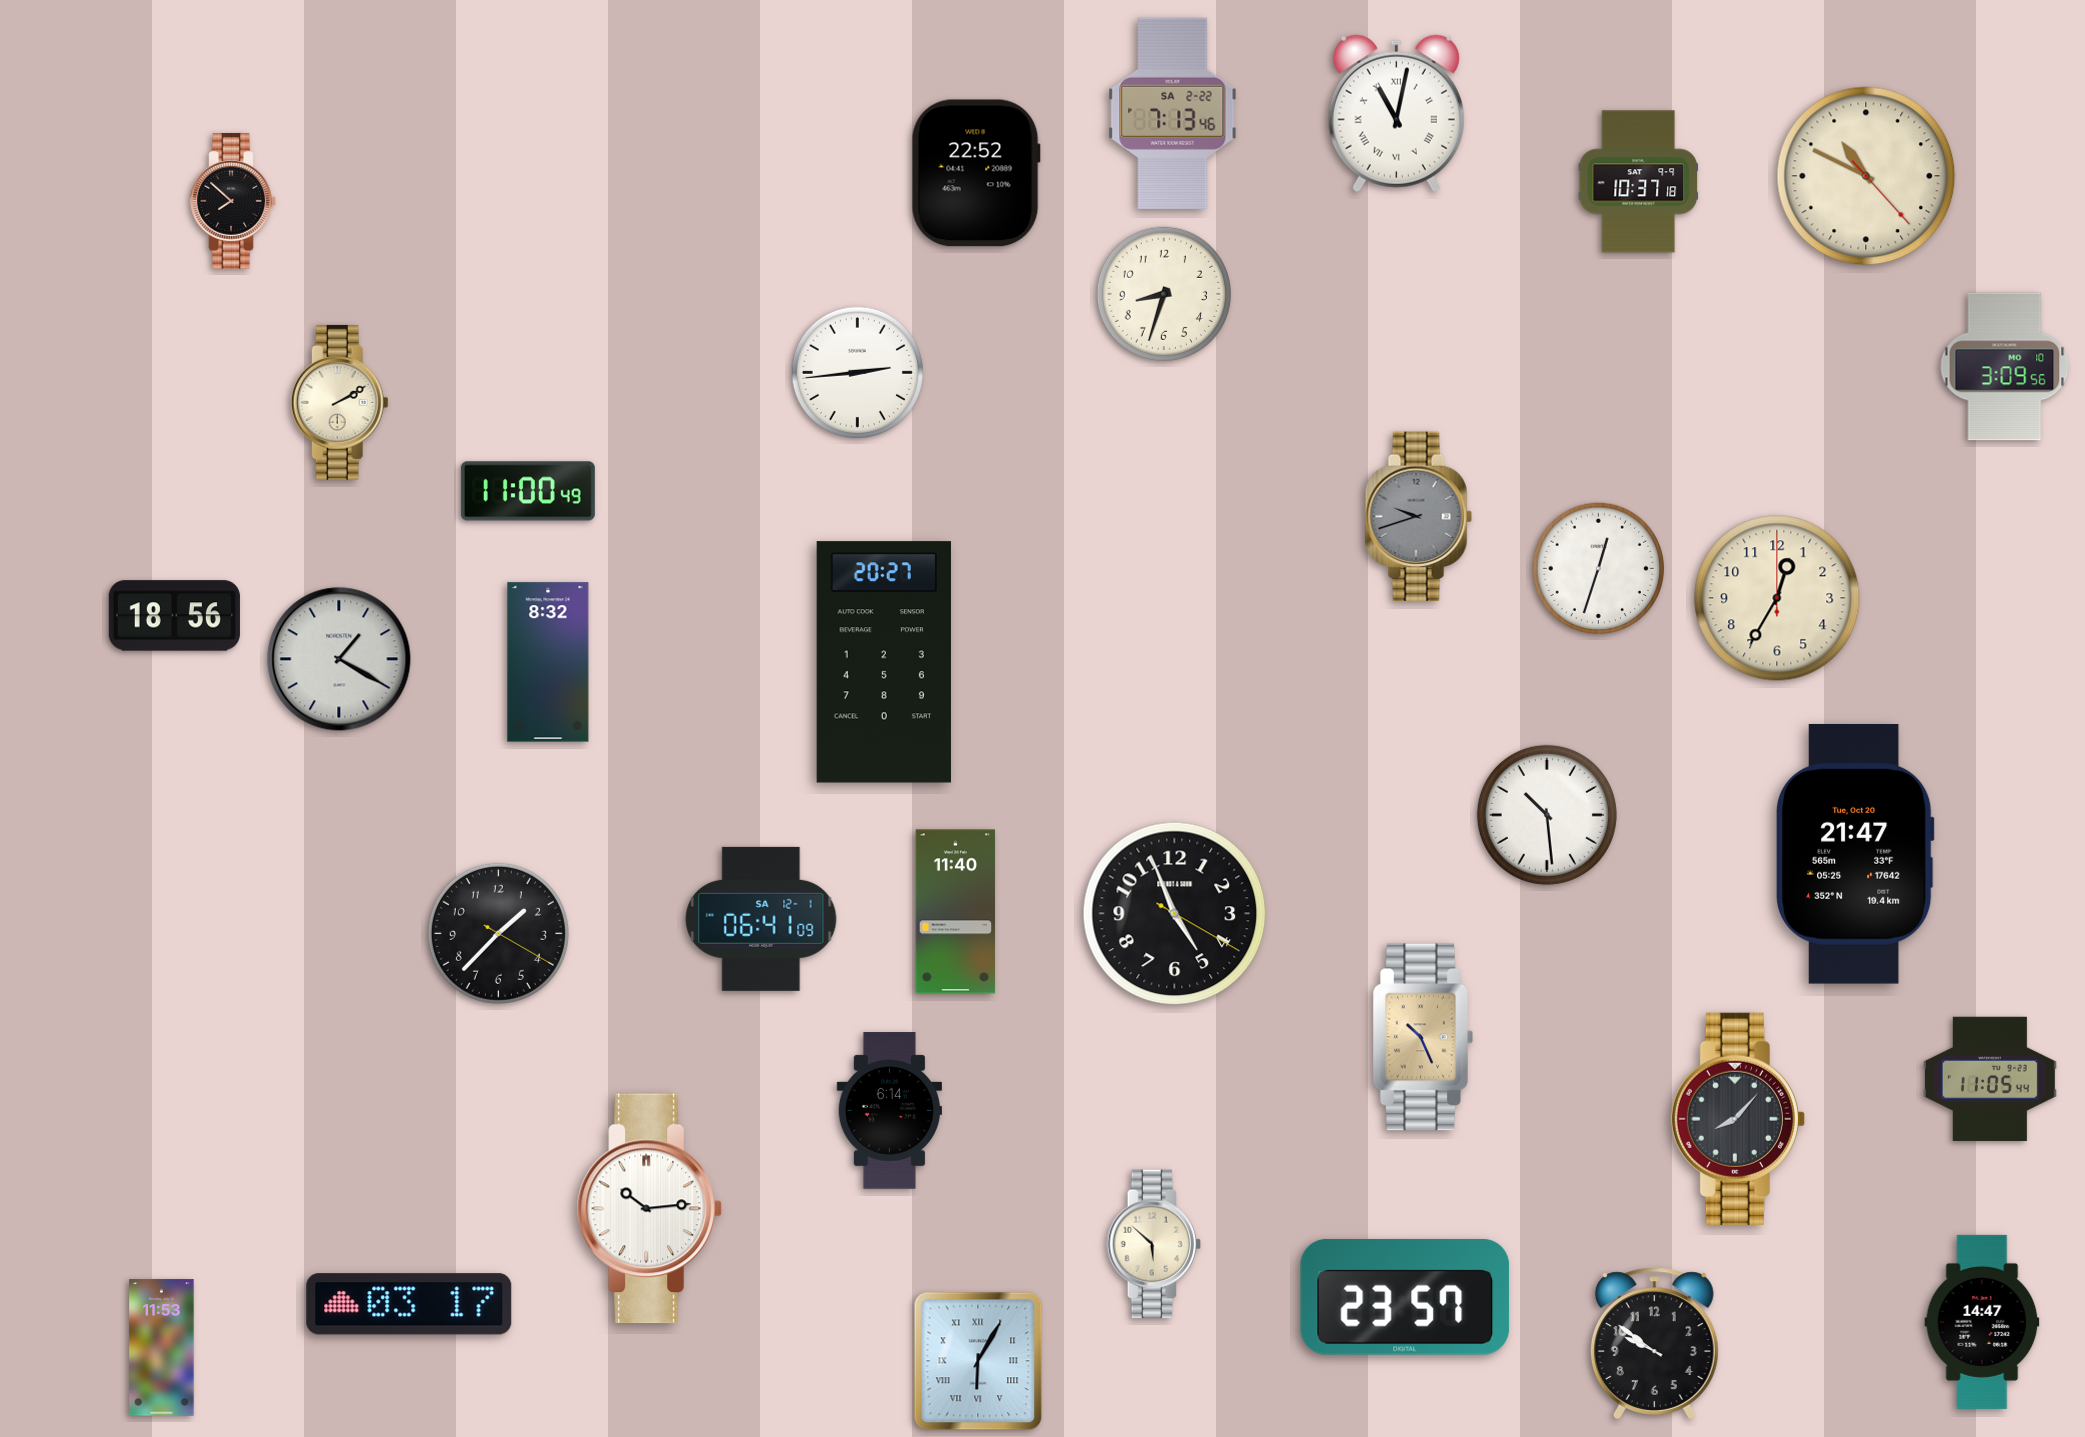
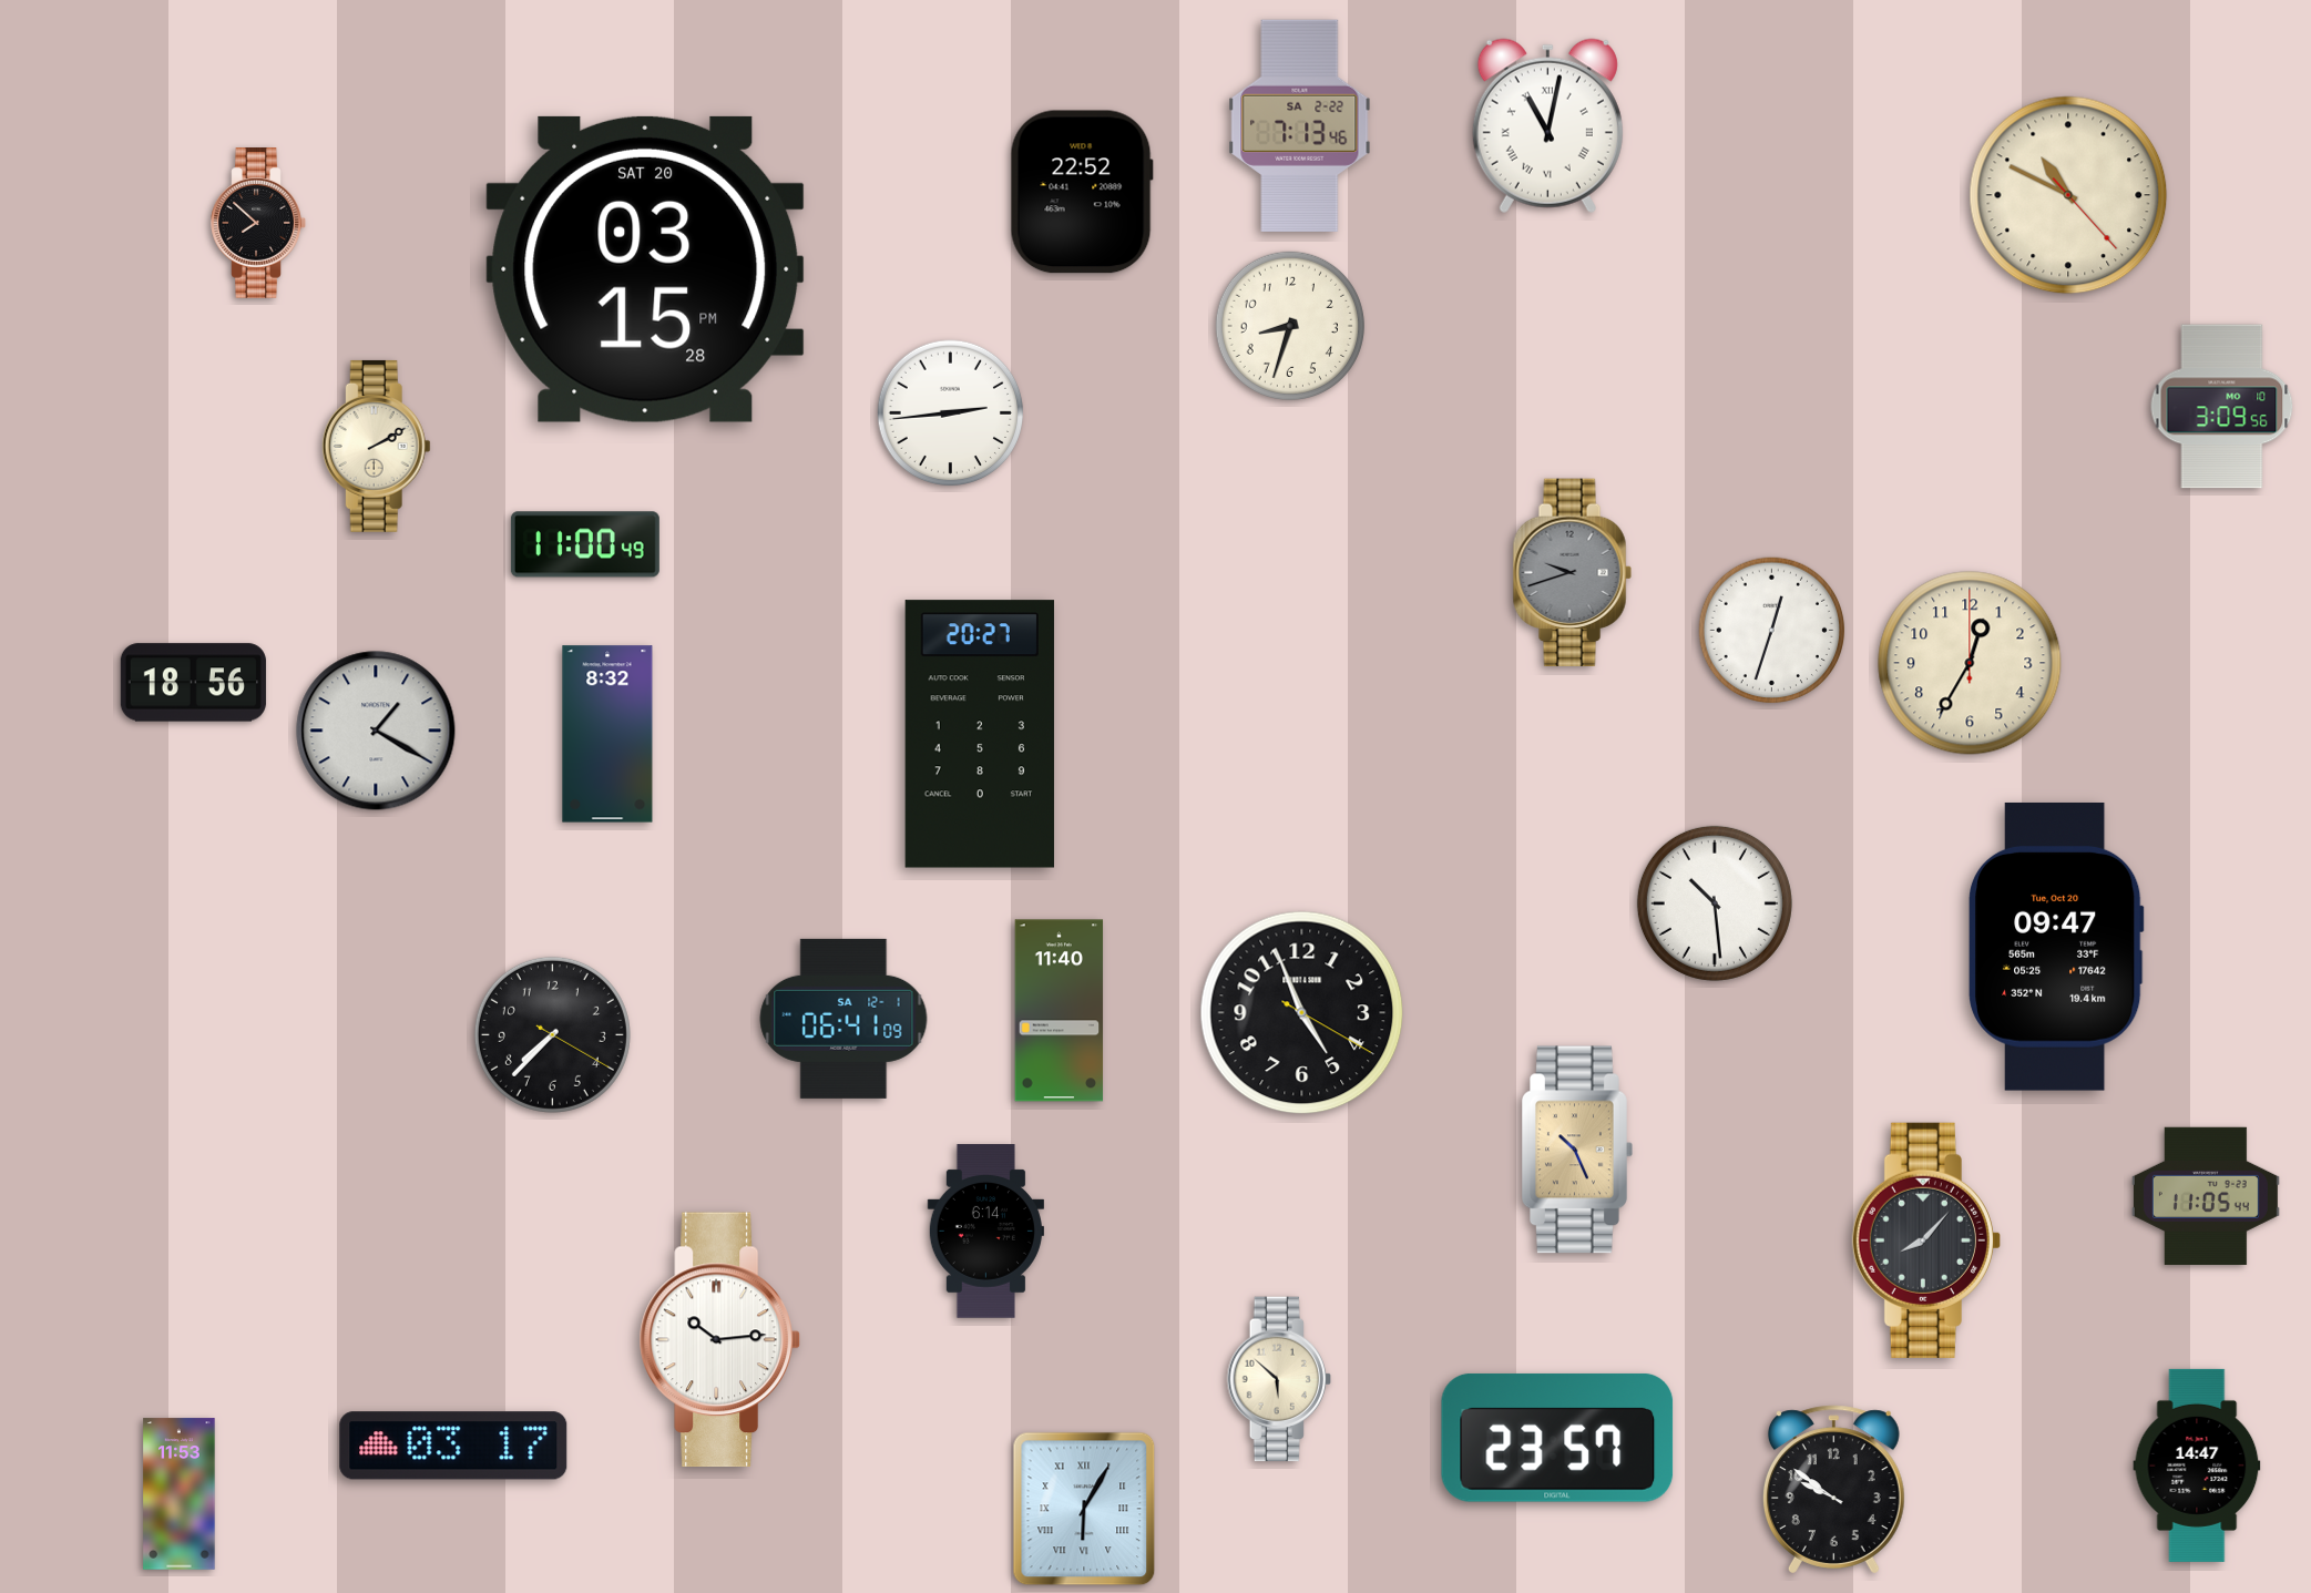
clock at (1638, 182): 10:37 -> none
clock at (645, 269): none -> 03:15
clock at (1856, 854): 21:47 -> 09:47
clock at (498, 933): 1:37 -> 7:37
